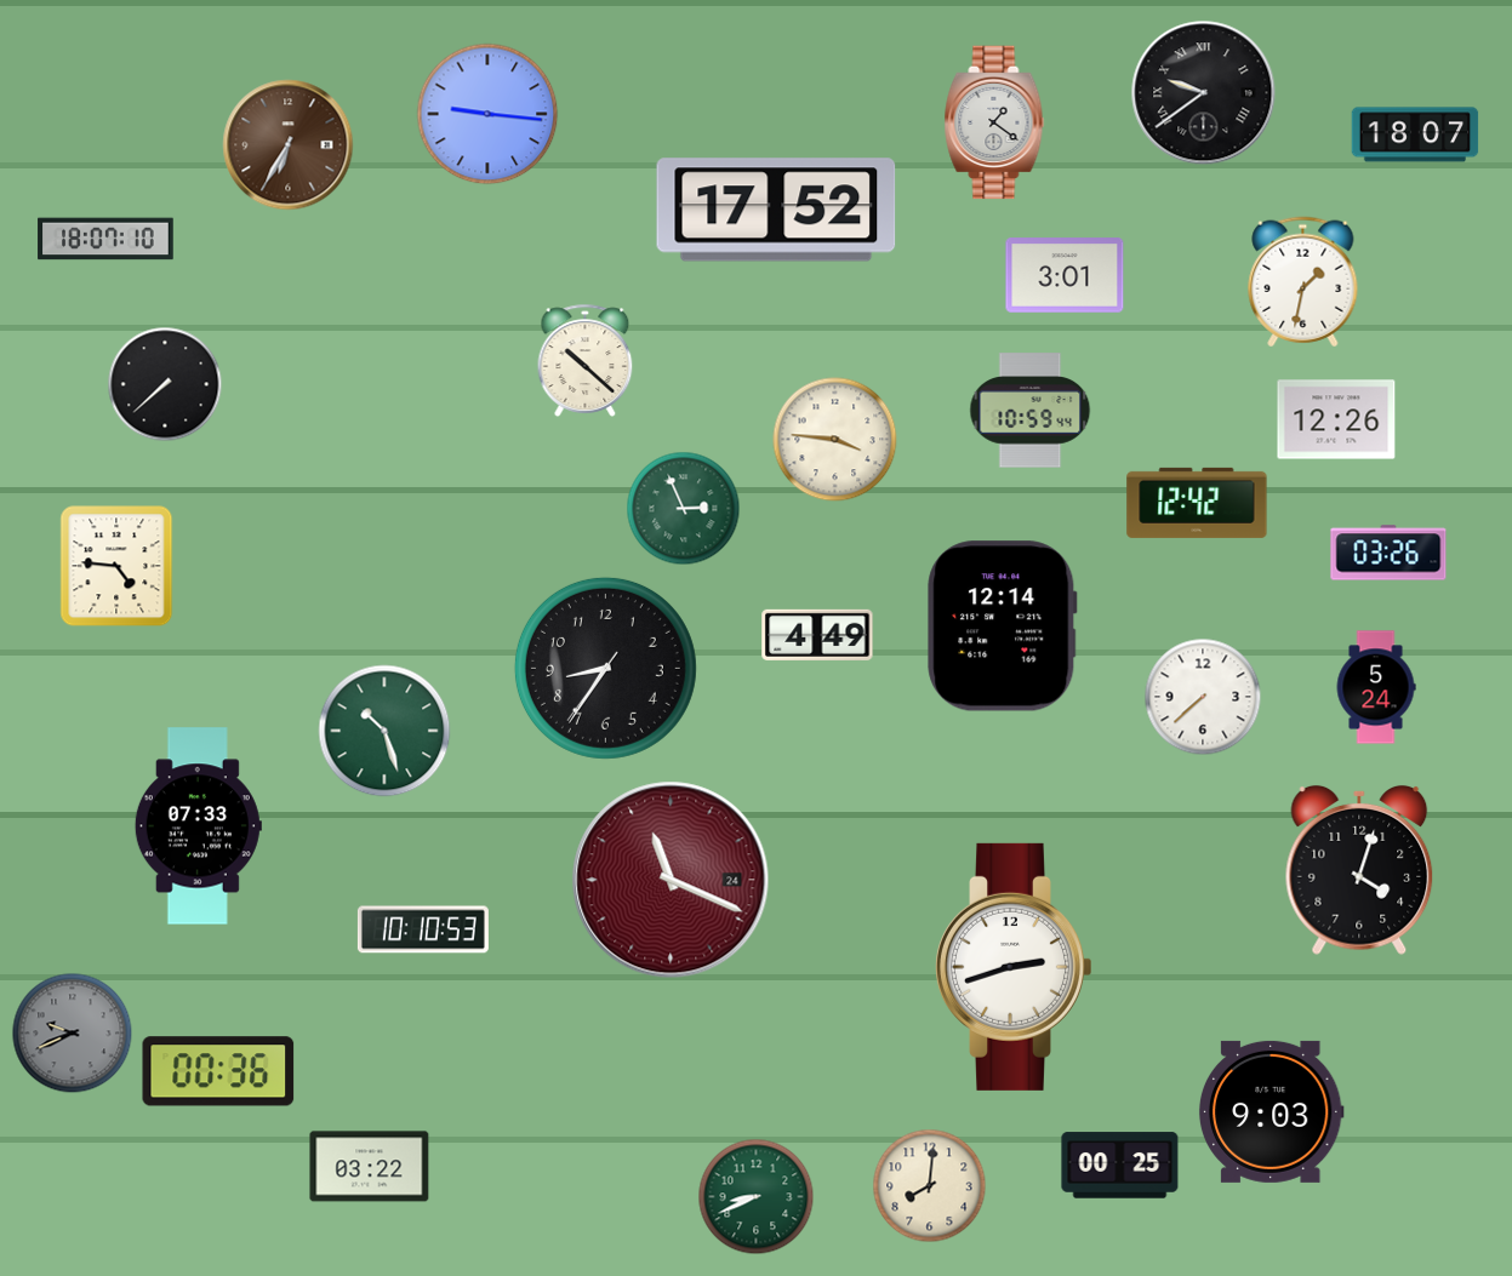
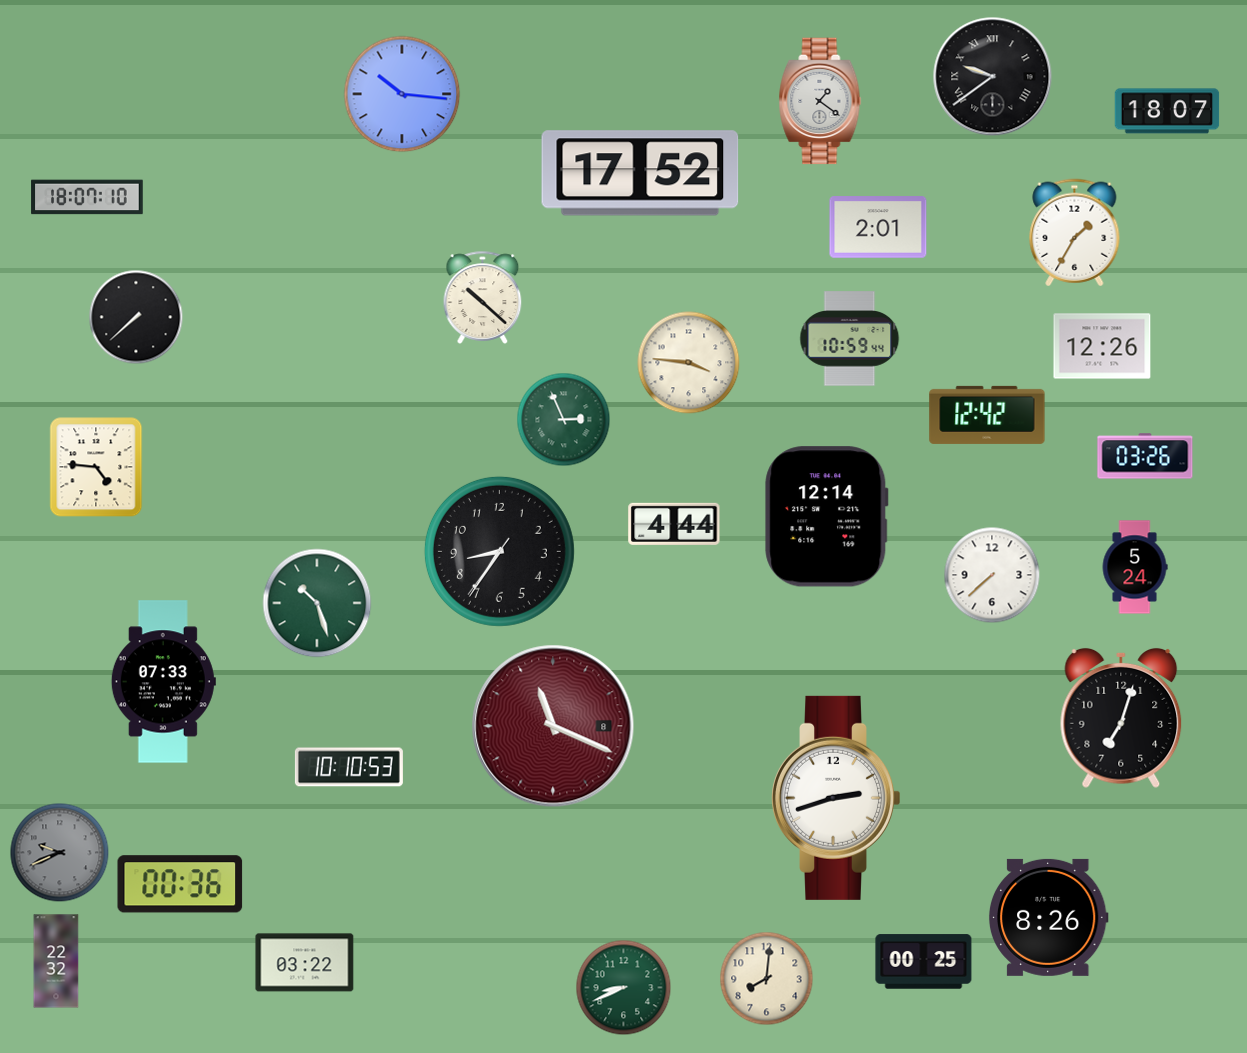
clock at (487, 114): 9:16 -> 10:16
clock at (289, 145): 6:35 -> none
clock at (1065, 275): 3:01 -> 2:01
clock at (1303, 282): 1:32 -> 1:35
clock at (817, 635): 4:49 -> 4:44
clock at (1359, 870): 4:03 -> 7:03
clock at (671, 880) date: 24 -> 8
clock at (1271, 1111): 9:03 -> 8:26
clock at (56, 961): none -> 22:32
